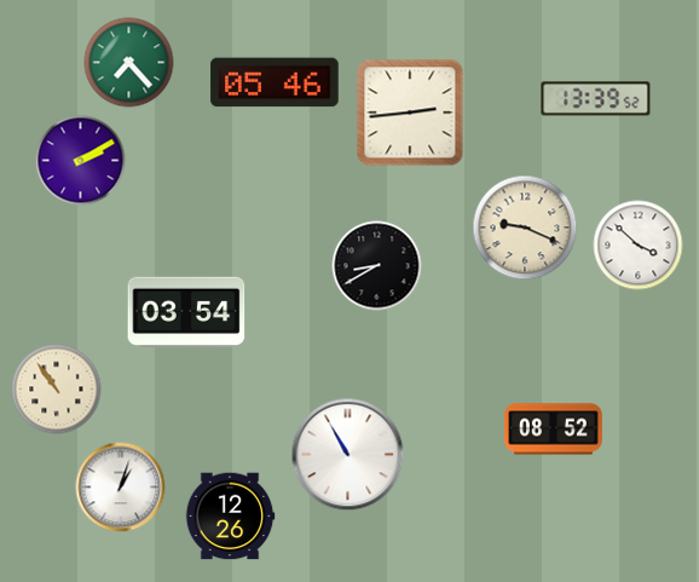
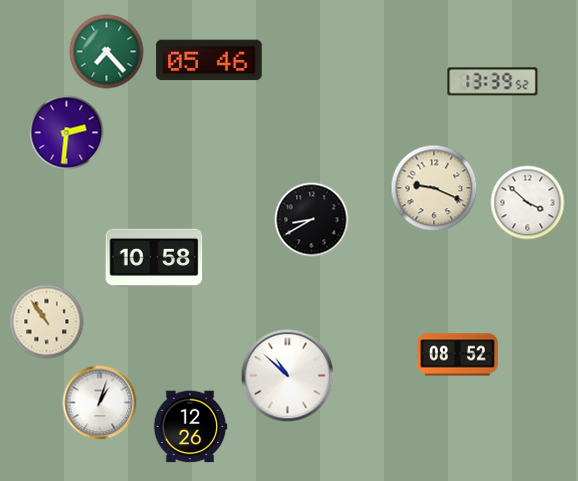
clock at (275, 82) position: (275, 82) -> (209, 60)
clock at (410, 113): 2:44 -> none
clock at (81, 161): 2:10 -> 2:31
clock at (186, 312): 03:54 -> 10:58
clock at (348, 455): 10:55 -> 10:52
